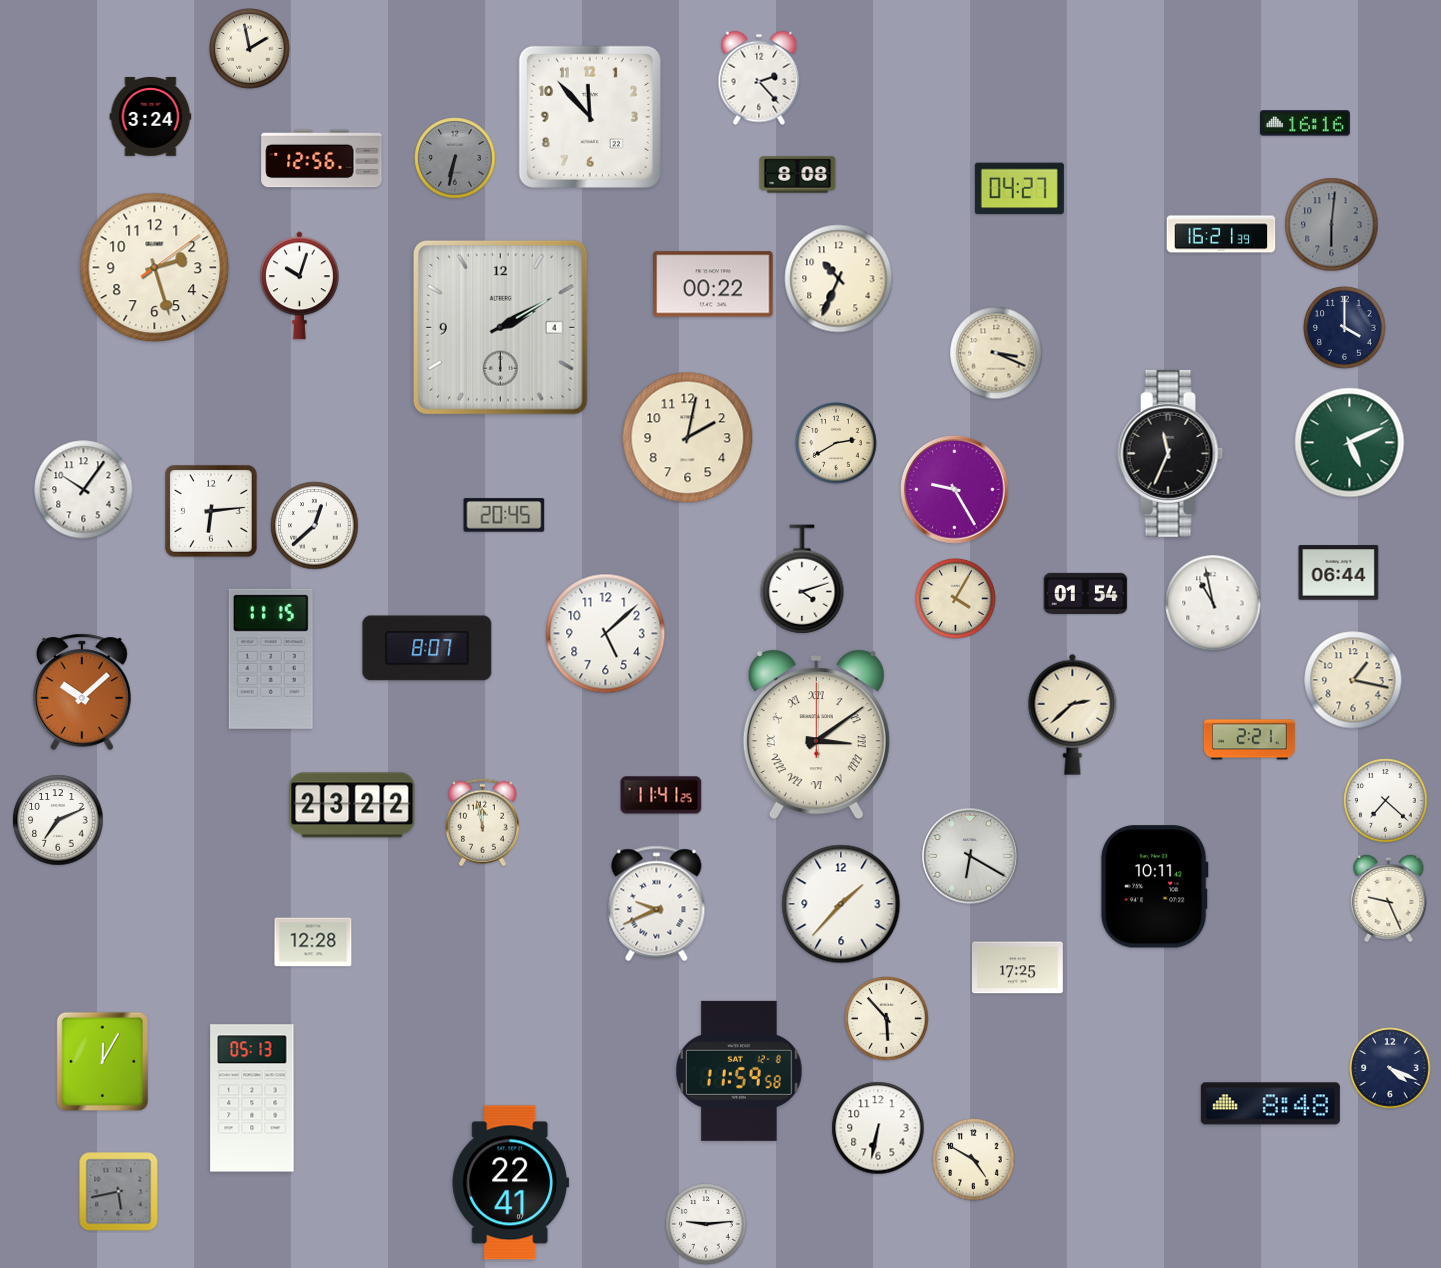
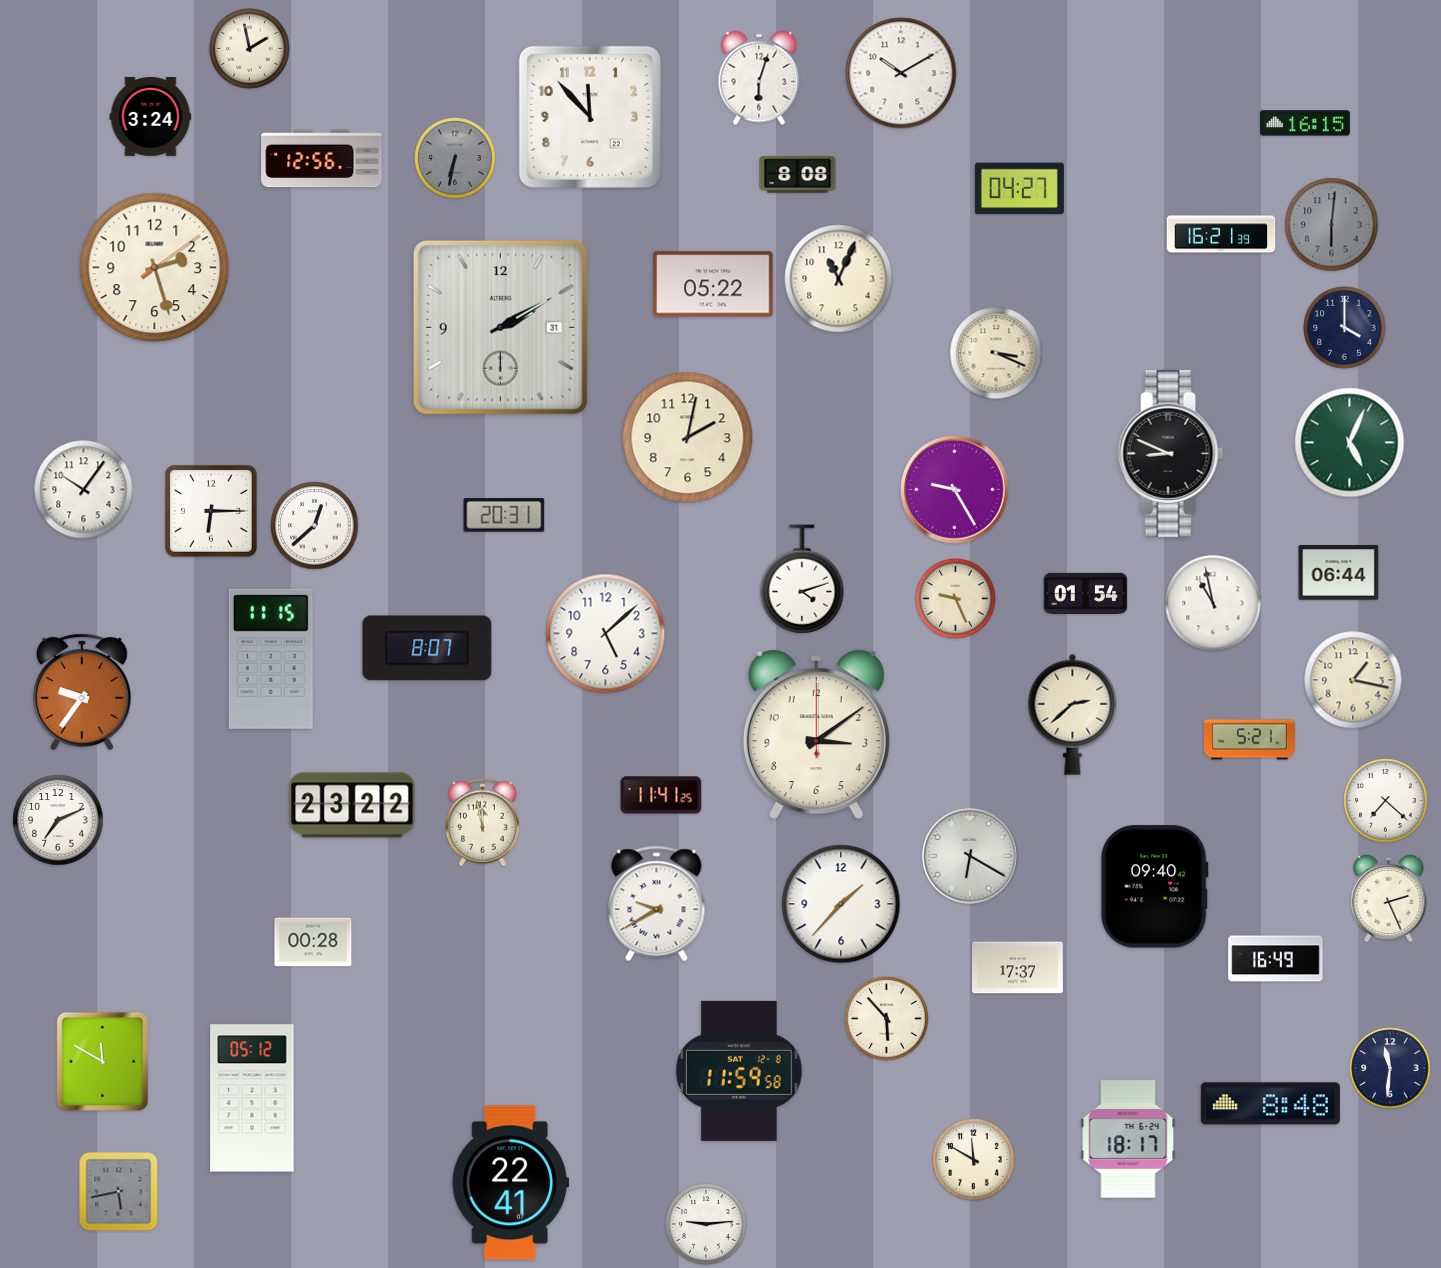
clock at (901, 73): none -> 10:10
clock at (759, 78): 2:23 -> 6:03
clock at (1305, 123): 16:16 -> 16:15
clock at (839, 279): 10:34 -> 11:04
clock at (713, 284): 00:22 -> 05:22
clock at (299, 286): 10:03 -> none
clock at (500, 327) date: 4 -> 31
clock at (836, 443): 2:40 -> none
clock at (1350, 443): 5:11 -> 5:04
clock at (1171, 453): 11:34 -> 8:49
clock at (212, 512): 6:14 -> 6:15
clock at (504, 515): 20:45 -> 20:31
clock at (956, 599): 4:05 -> 9:26
clock at (83, 692): 10:08 -> 9:36
clock at (816, 735) numerals: Roman -> Arabic
clock at (1249, 740): 2:21 -> 5:21
clock at (1154, 887): 10:11 -> 09:40
clock at (1389, 898): 9:26 -> 2:26
clock at (657, 904): 9:41 -> 9:40
clock at (313, 942): 12:28 -> 00:28
clock at (1276, 959): none -> 16:49
clock at (1017, 968): 17:25 -> 17:37
clock at (102, 1061): 12:05 -> 11:50
clock at (1390, 1068): 4:19 -> 11:31
clock at (252, 1098): 05:13 -> 05:12
clock at (878, 1128): 6:32 -> none
clock at (1128, 1140): none -> 18:17
clock at (974, 1160): 4:50 -> 11:50
